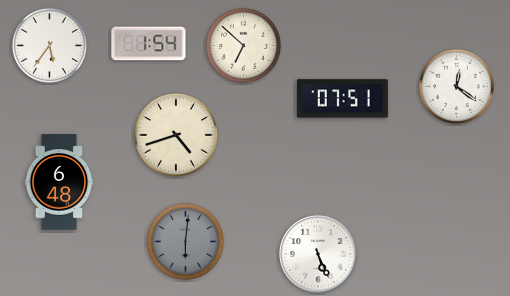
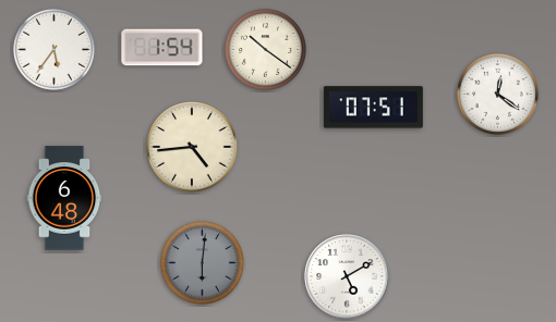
clock at (243, 45): 6:52 -> 10:21
clock at (176, 135): 4:42 -> 4:44
clock at (318, 254): 5:26 -> 5:10
